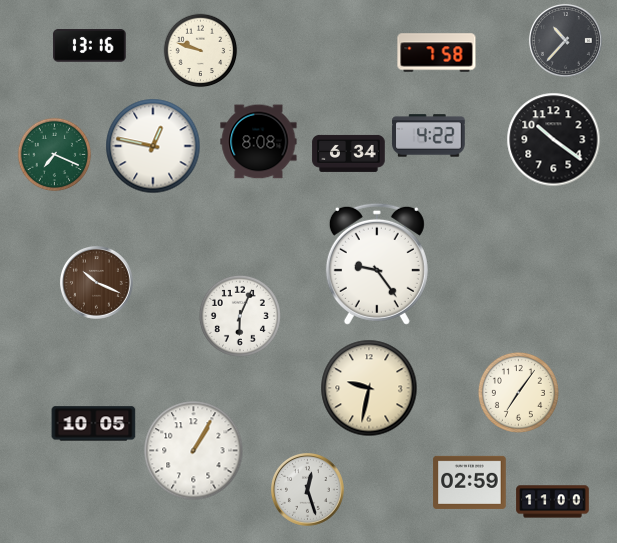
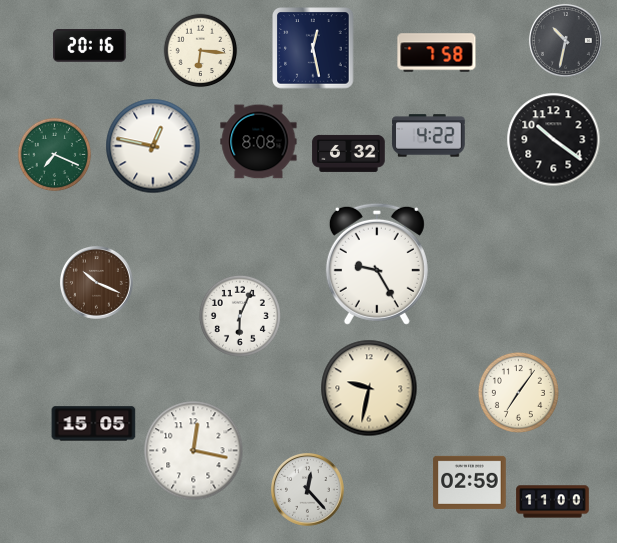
clock at (565, 40): 10:37 -> 10:32
clock at (90, 46): 13:16 -> 20:16
clock at (313, 48): none -> 12:28
clock at (201, 51): 9:48 -> 6:16
clock at (349, 153): 6:34 -> 6:32
clock at (377, 264): 9:24 -> 9:25
clock at (94, 424): 10:05 -> 15:05
clock at (194, 451): 1:05 -> 12:17
clock at (307, 489): 12:27 -> 12:23
